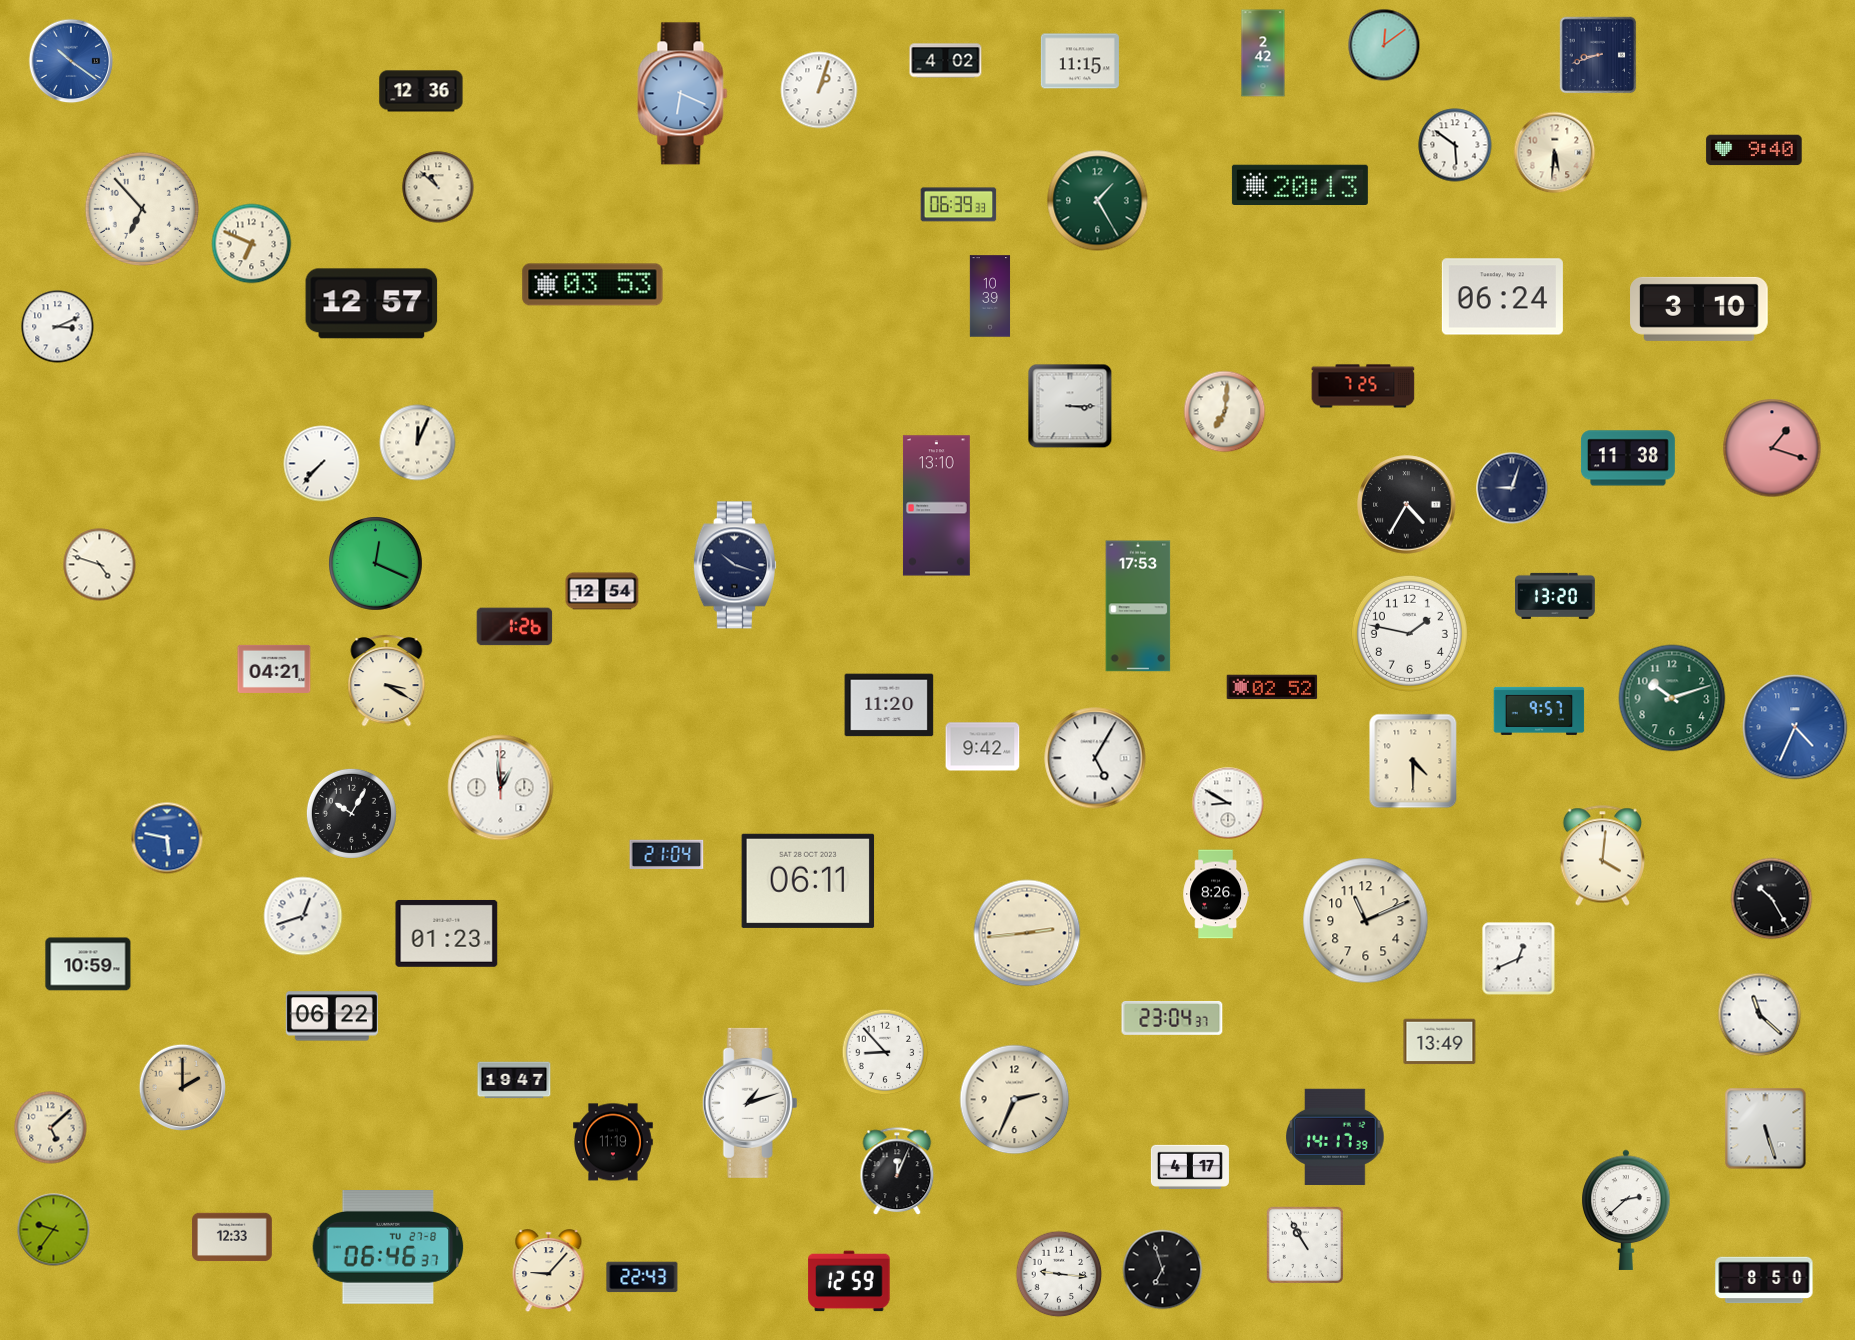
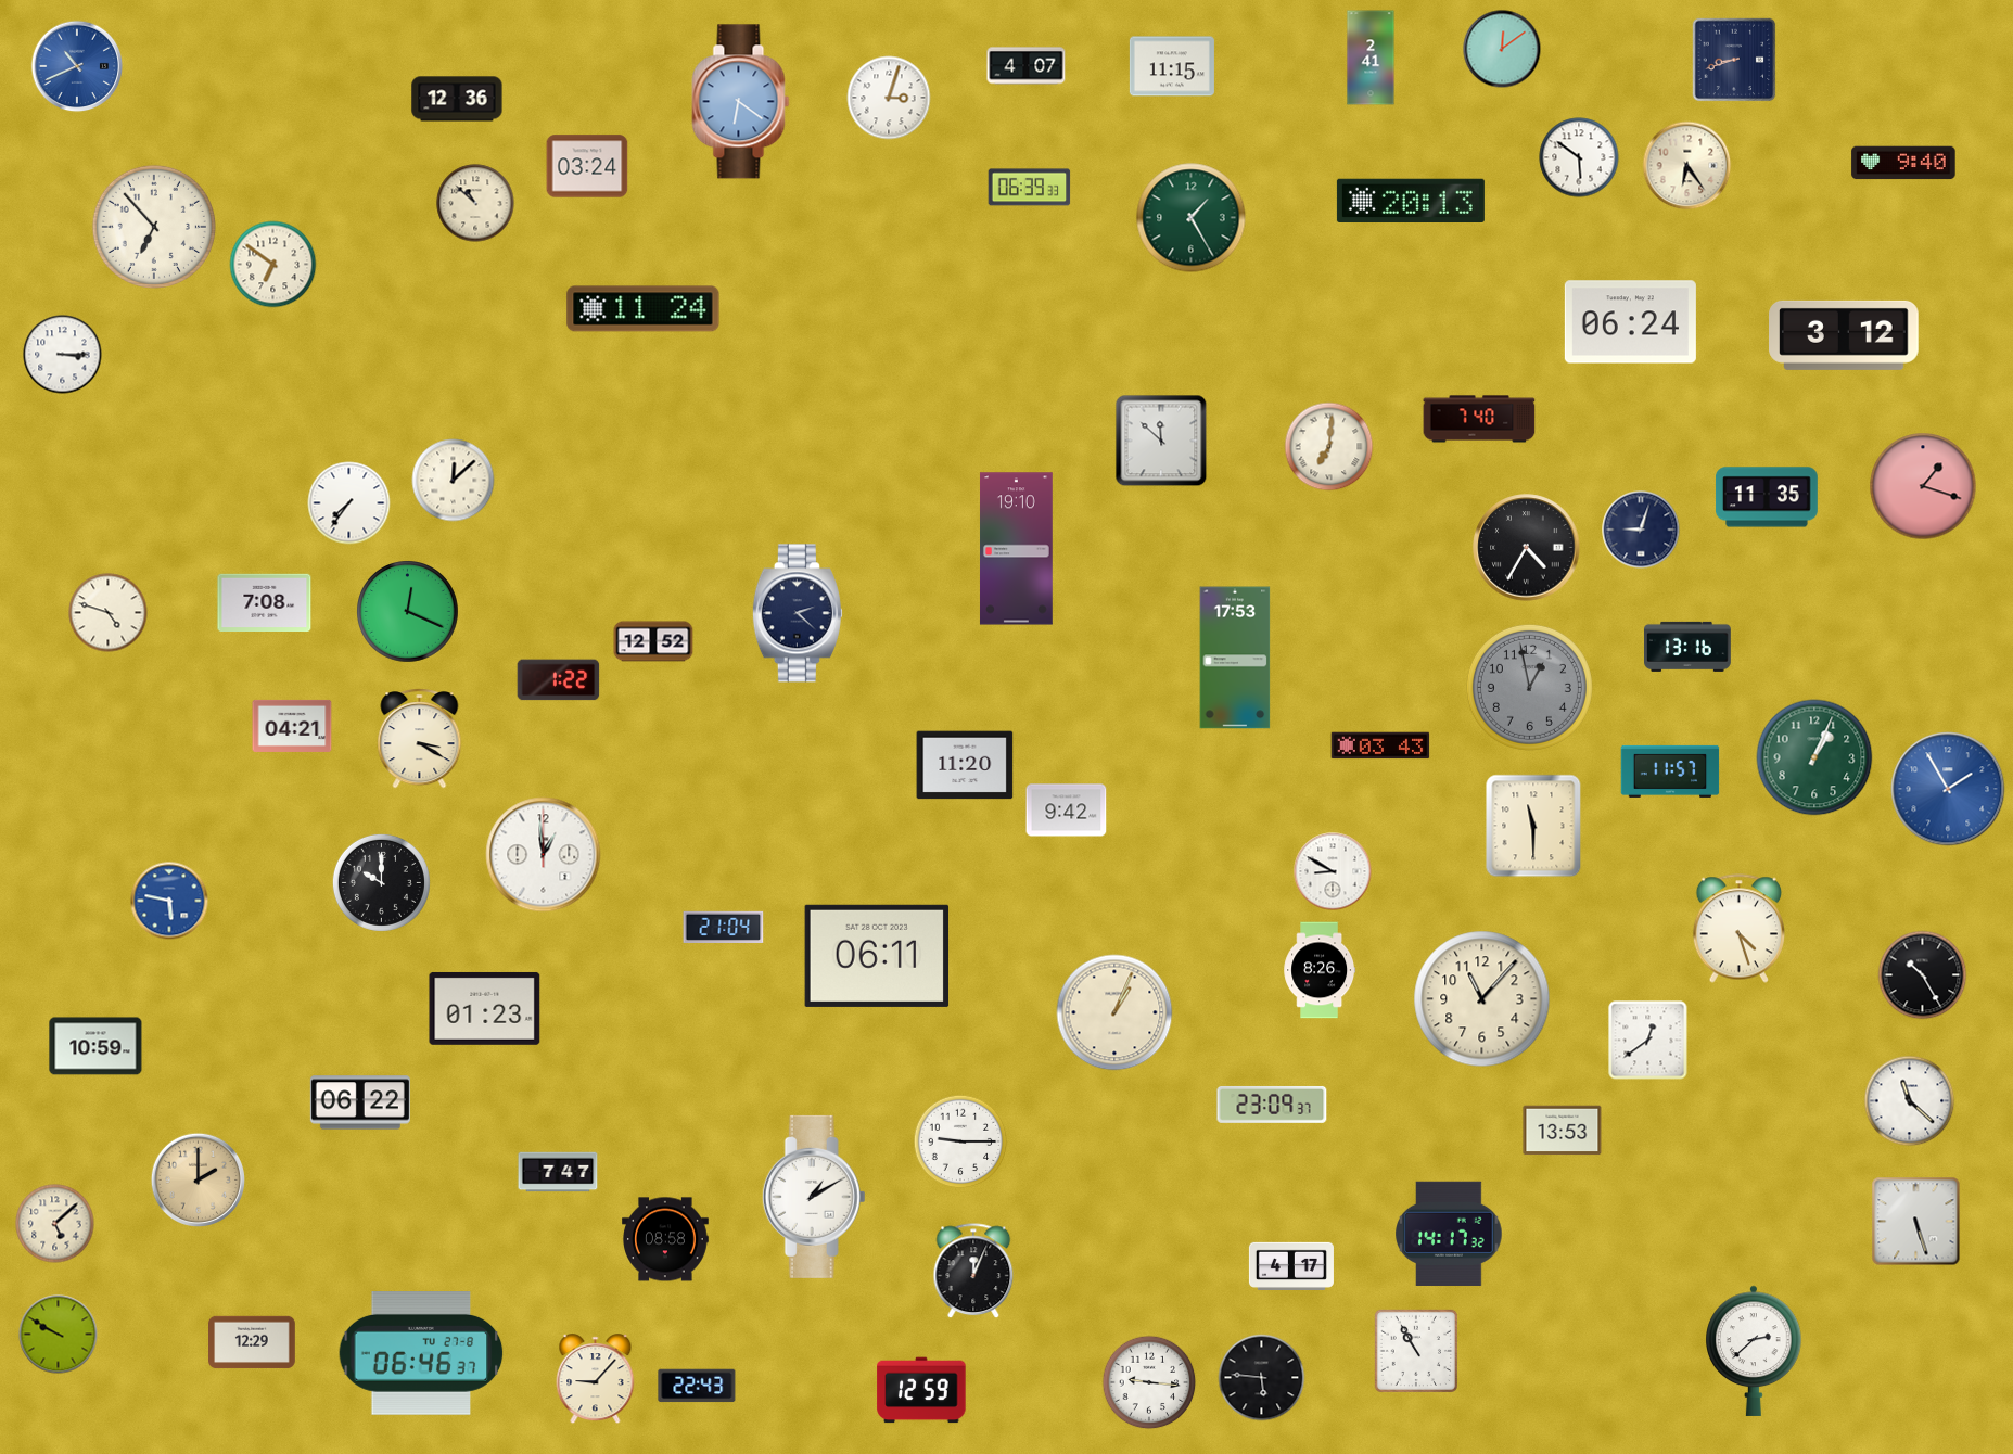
clock at (1263, 53): 2:42 -> 2:41
clock at (71, 61): 10:21 -> 10:41
clock at (946, 61): 4:02 -> 4:07
clock at (819, 90): 1:03 -> 3:03
clock at (683, 94): 6:19 -> 6:21
clock at (587, 166): none -> 03:24
clock at (1555, 153): 5:31 -> 6:24
clock at (959, 205) position: (959, 205) -> (1030, 188)
clock at (252, 244): 6:49 -> 6:51
clock at (593, 285): 03:53 -> 11:24
clock at (990, 296): 10:39 -> none
clock at (372, 304): 12:57 -> none
clock at (1699, 309): 3:10 -> 3:12
clock at (58, 327): 3:11 -> 3:15
clock at (1363, 386): 7:25 -> 7:40
clock at (1070, 406): 3:15 -> 11:52
clock at (418, 443): 12:04 -> 12:08
clock at (1628, 458): 11:38 -> 11:35
clock at (322, 464): 7:37 -> 7:36
clock at (937, 506): 13:10 -> 19:10
clock at (265, 602): none -> 7:08
clock at (735, 565): 10:18 -> 2:22
clock at (602, 591): 12:54 -> 12:52
clock at (1556, 596): 13:20 -> 13:16
clock at (515, 627): 1:26 -> 1:22
clock at (1409, 633): 1:47 -> 12:58
clock at (1409, 633) dial: white -> grey
clock at (274, 669) position: (274, 669) -> (292, 726)
clock at (1272, 687): 02:52 -> 03:43
clock at (1672, 698): 10:12 -> 1:04
clock at (1539, 711): 9:57 -> 11:57
clock at (1795, 727): 4:34 -> 1:55
clock at (1095, 758): 5:05 -> none
clock at (1413, 761): 4:30 -> 11:30
clock at (351, 813): 10:05 -> 10:00
clock at (167, 838) position: (167, 838) -> (169, 901)
clock at (1602, 856): 4:01 -> 4:27
clock at (303, 916): 12:42 -> none
clock at (1366, 921): 11:11 -> 11:07
clock at (447, 933) position: (447, 933) -> (485, 1008)
clock at (1027, 933): 2:44 -> 1:04
clock at (1519, 959): 12:41 -> 12:39
clock at (1172, 1018): 23:04 -> 23:09
clock at (1440, 1042): 13:49 -> 13:53
clock at (885, 1052): 8:53 -> 9:15
clock at (514, 1080): 19:47 -> 7:47
clock at (1015, 1100): 2:34 -> none
clock at (750, 1103): 1:12 -> 1:10
clock at (1766, 1129) position: (1766, 1129) -> (1916, 1222)
clock at (1335, 1137): 14:17:39 -> 14:17:32
clock at (613, 1142): 11:19 -> 08:58
clock at (1626, 1210) position: (1626, 1210) -> (1754, 1351)
clock at (54, 1230): 9:36 -> 9:50
clock at (232, 1237): 12:33 -> 12:29
clock at (1163, 1270): 6:57 -> 5:46
clock at (1764, 1280): 8:50 -> none
